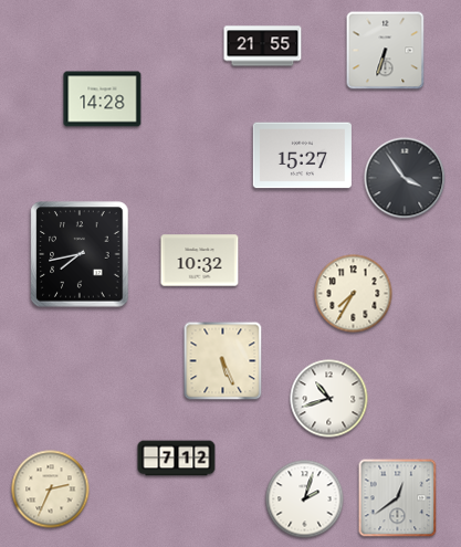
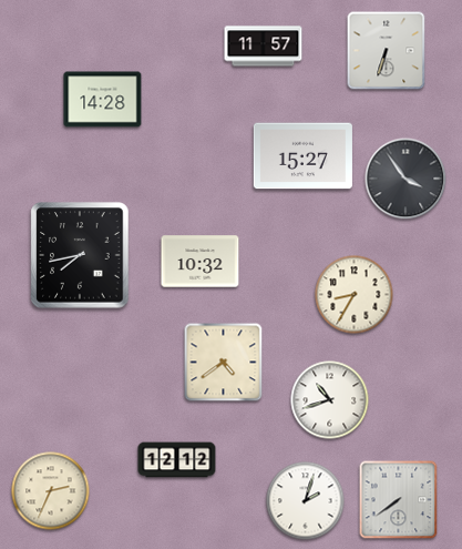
clock at (263, 46): 21:55 -> 11:57
clock at (354, 294): 7:35 -> 8:35
clock at (223, 361): 5:26 -> 4:39
clock at (177, 459): 7:12 -> 12:12
clock at (398, 498): 12:39 -> 7:39
